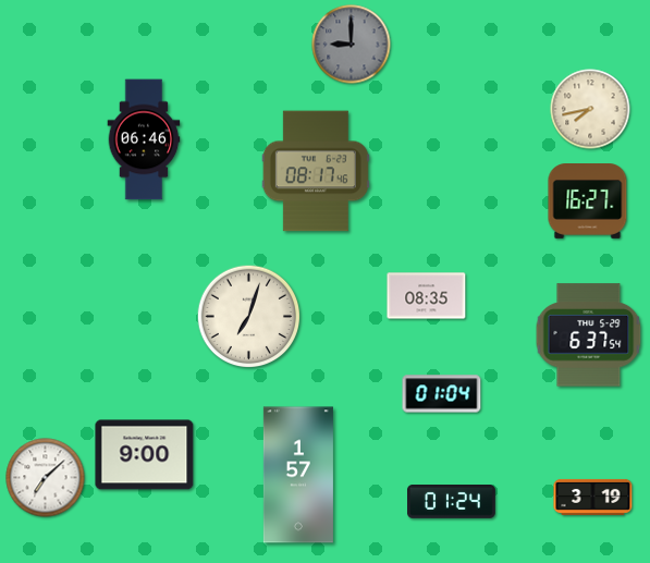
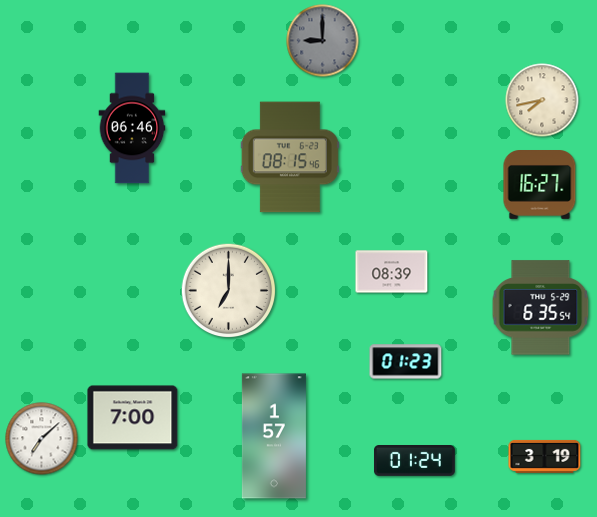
clock at (316, 171): 08:17 -> 08:15
clock at (427, 296): 08:35 -> 08:39
clock at (249, 317): 7:03 -> 7:00
clock at (589, 335): 6:37 -> 6:35
clock at (442, 394): 01:04 -> 01:23
clock at (145, 455): 9:00 -> 7:00
